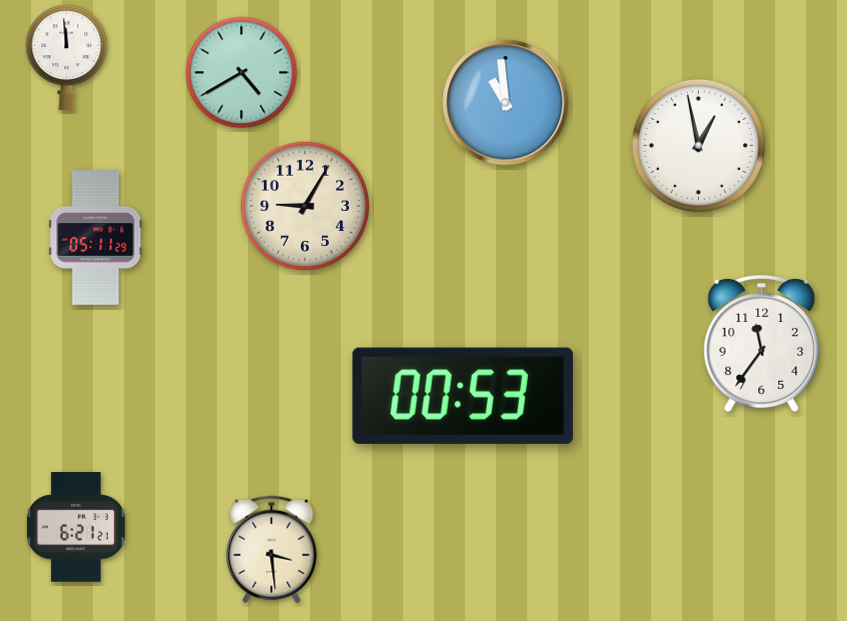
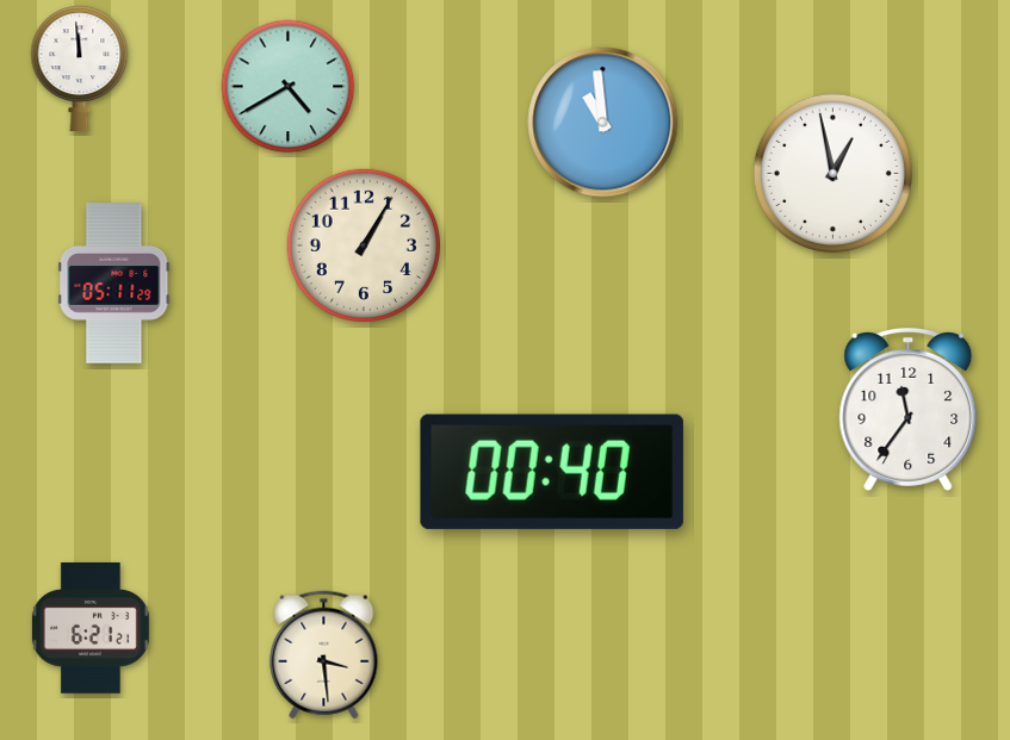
clock at (305, 206): 9:05 -> 1:05
clock at (463, 396): 00:53 -> 00:40
